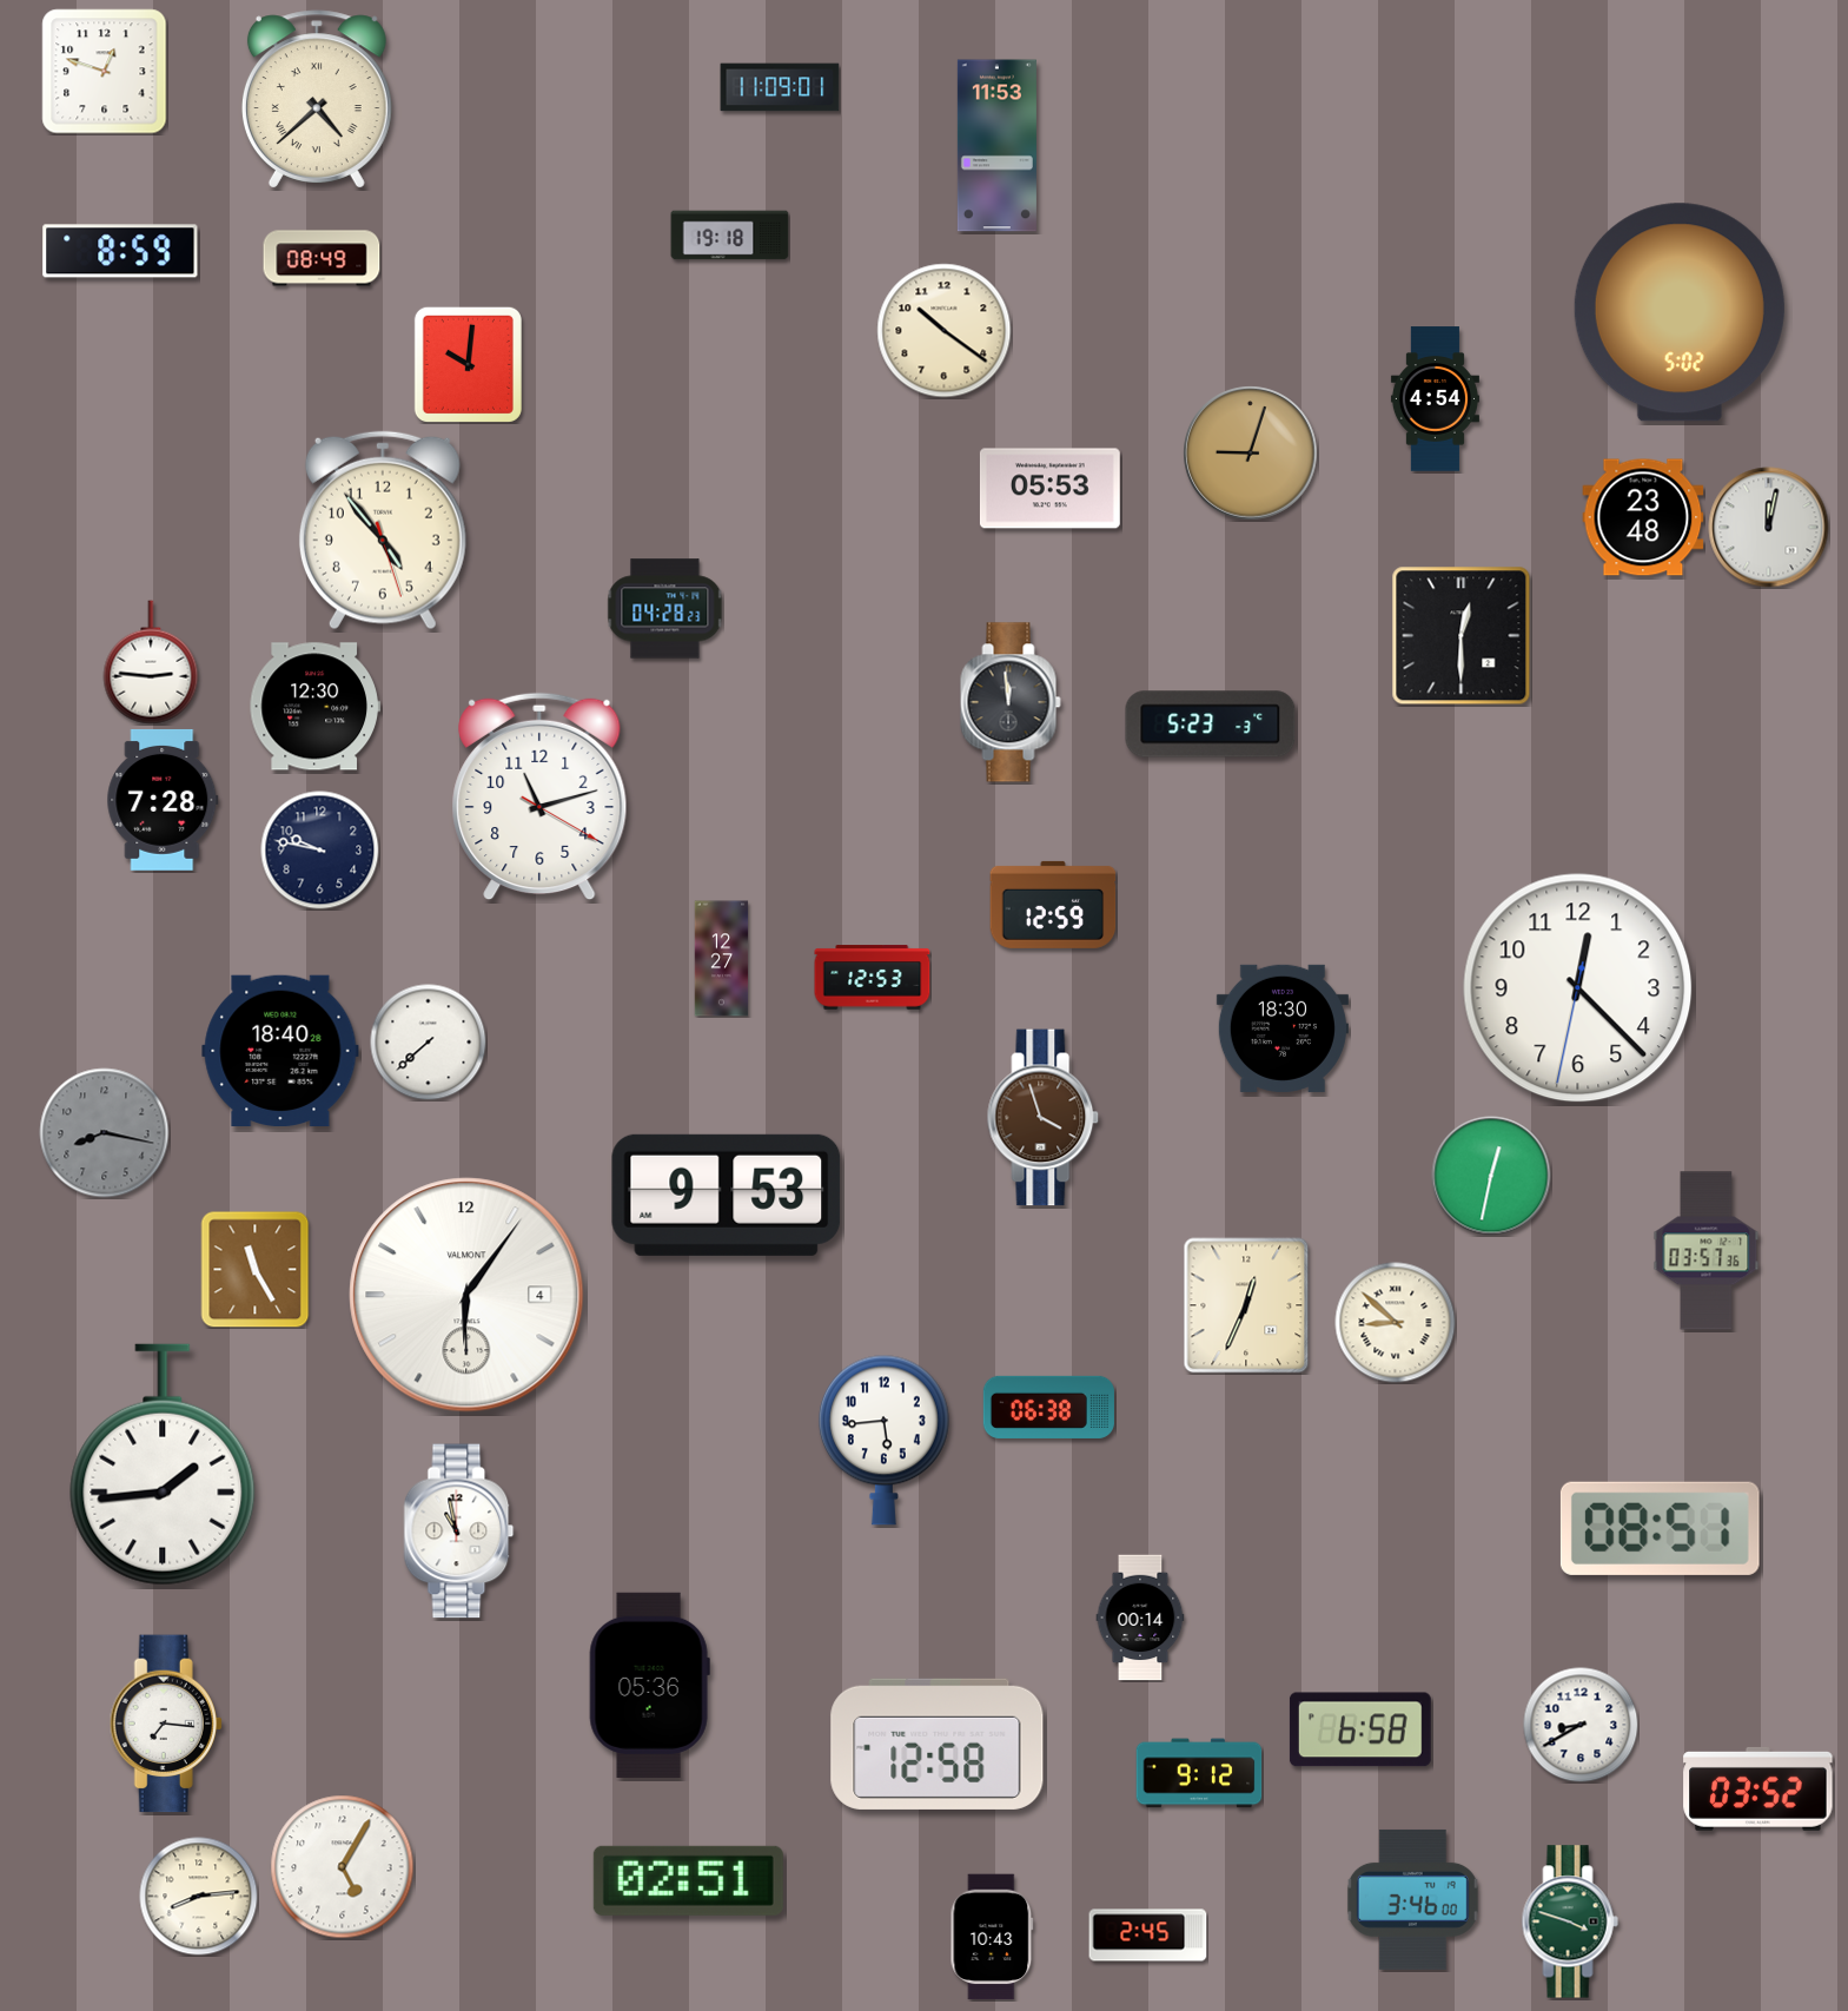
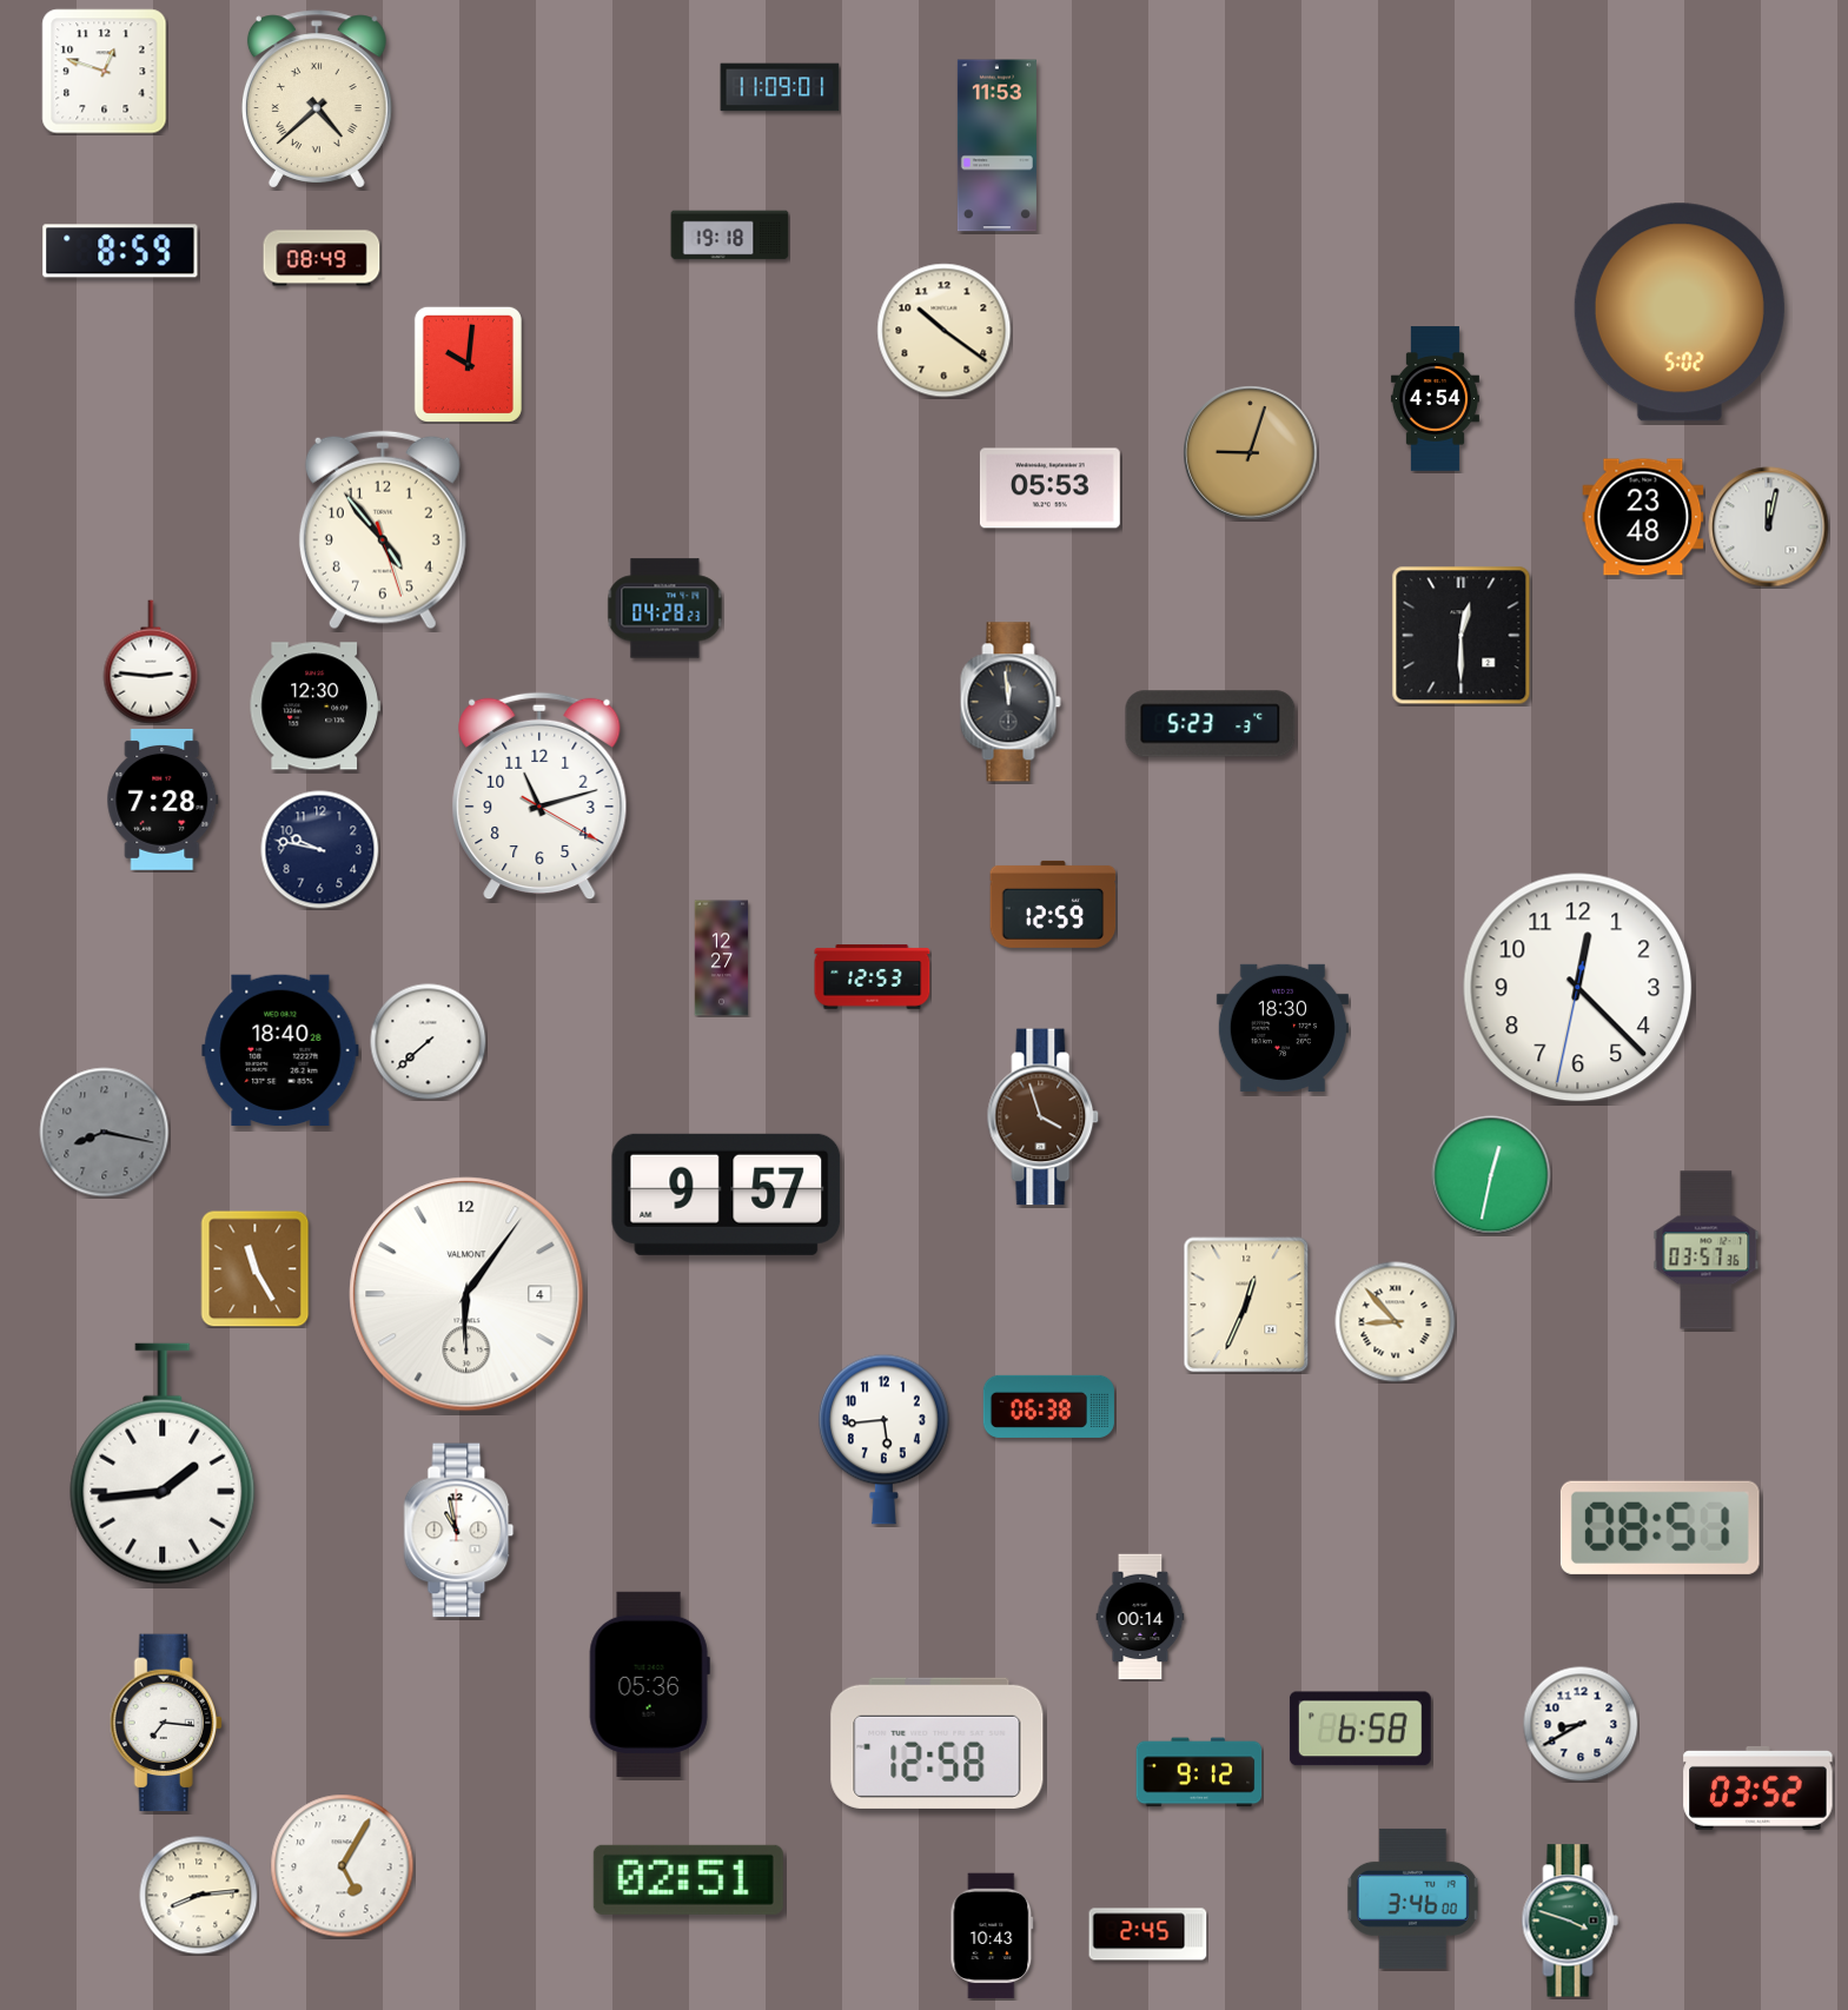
clock at (727, 1195): 9:53 -> 9:57
clock at (1396, 1323): 8:52 -> 8:53
